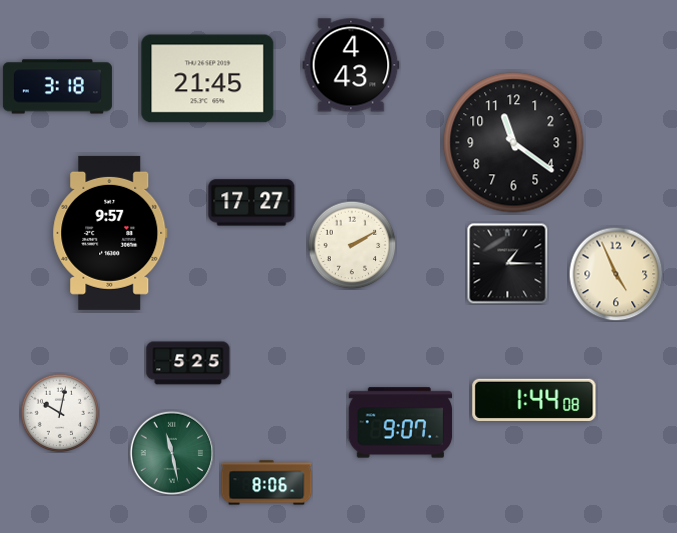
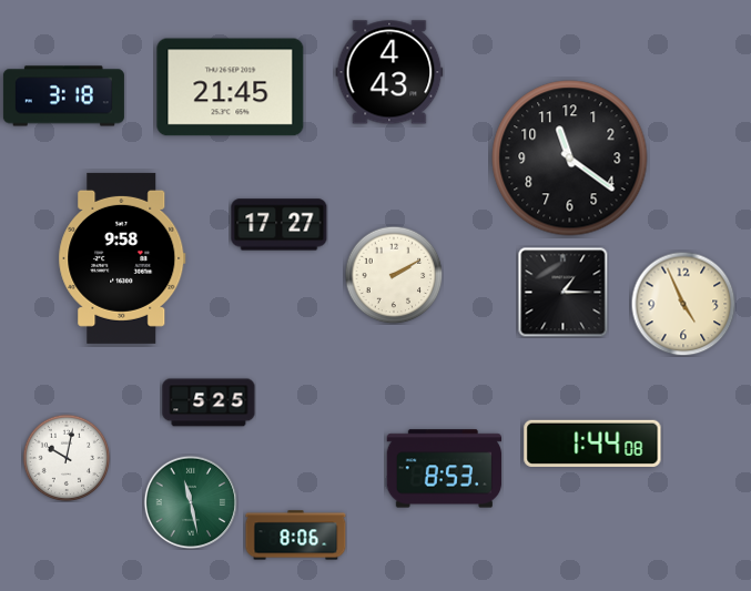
clock at (110, 233): 9:57 -> 9:58
clock at (352, 245) position: (352, 245) -> (394, 275)
clock at (401, 423): 9:07 -> 8:53
